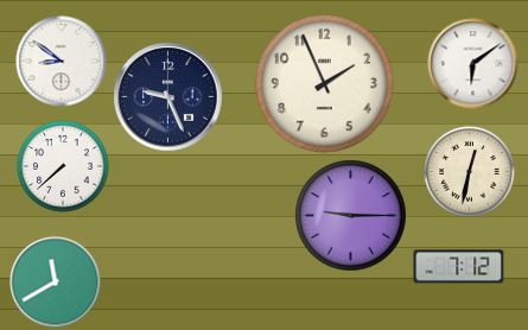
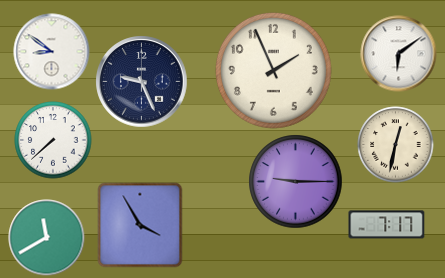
clock at (140, 225): none -> 3:55
clock at (459, 267): 7:12 -> 7:17
